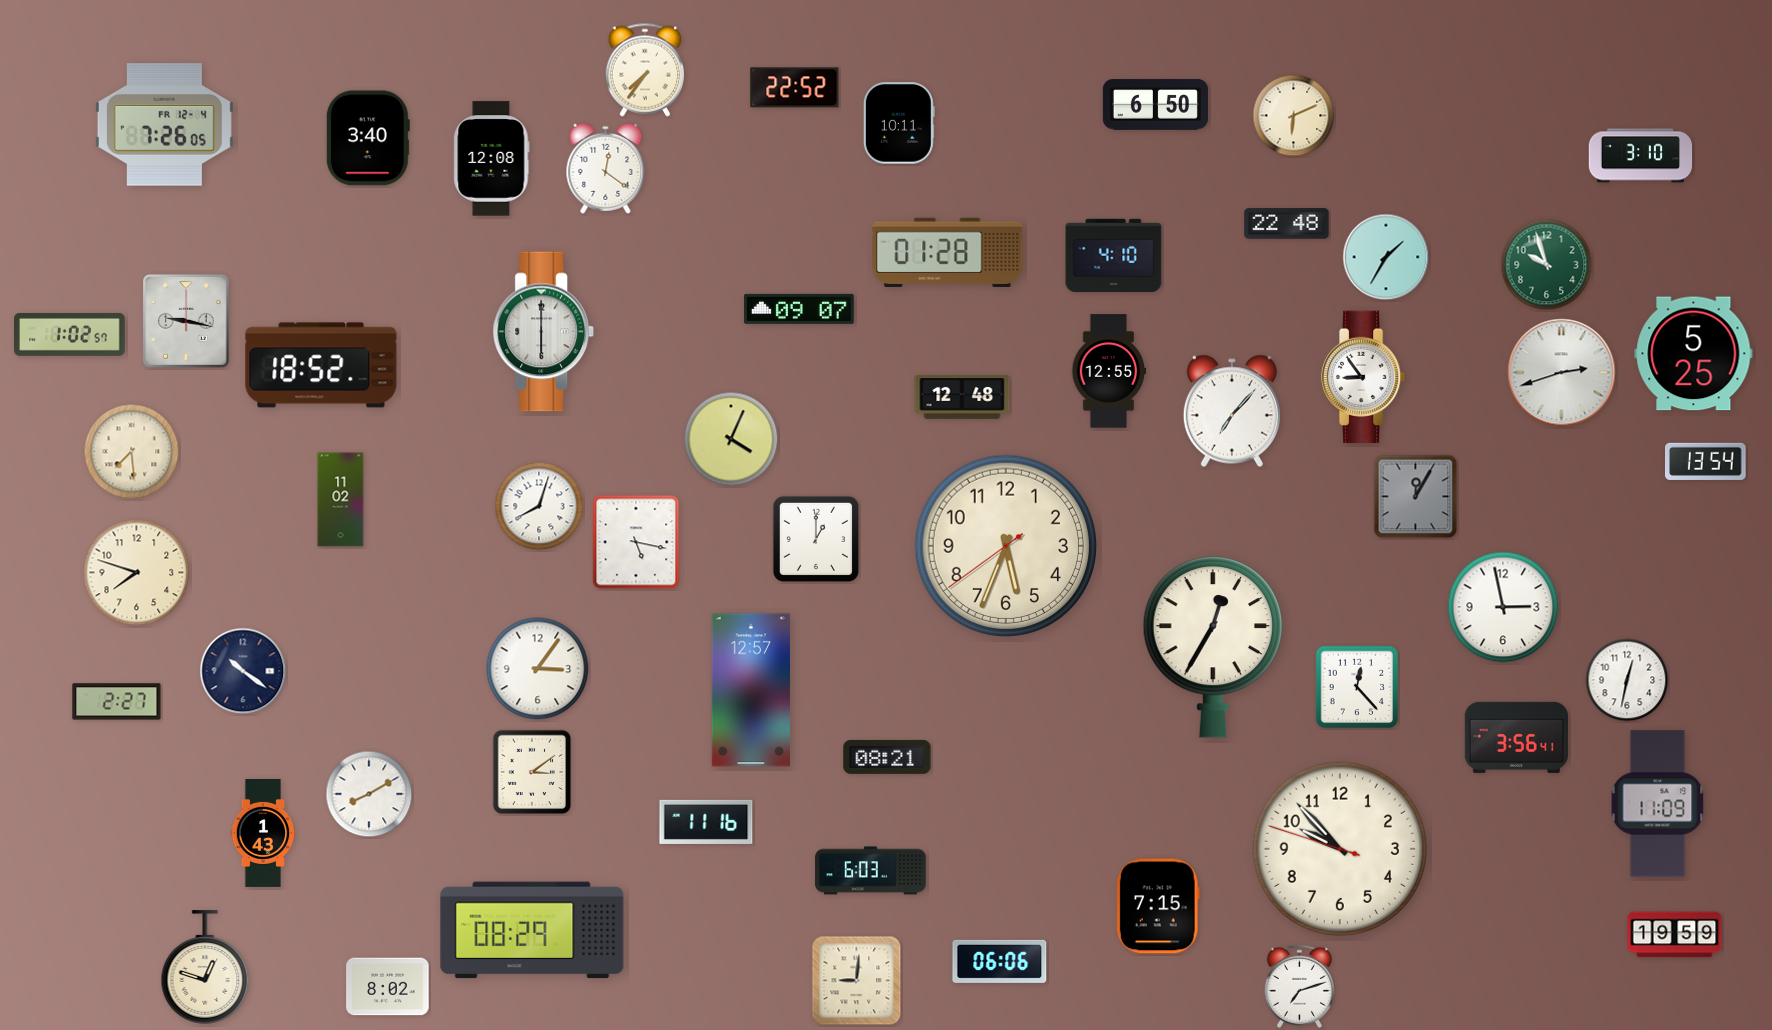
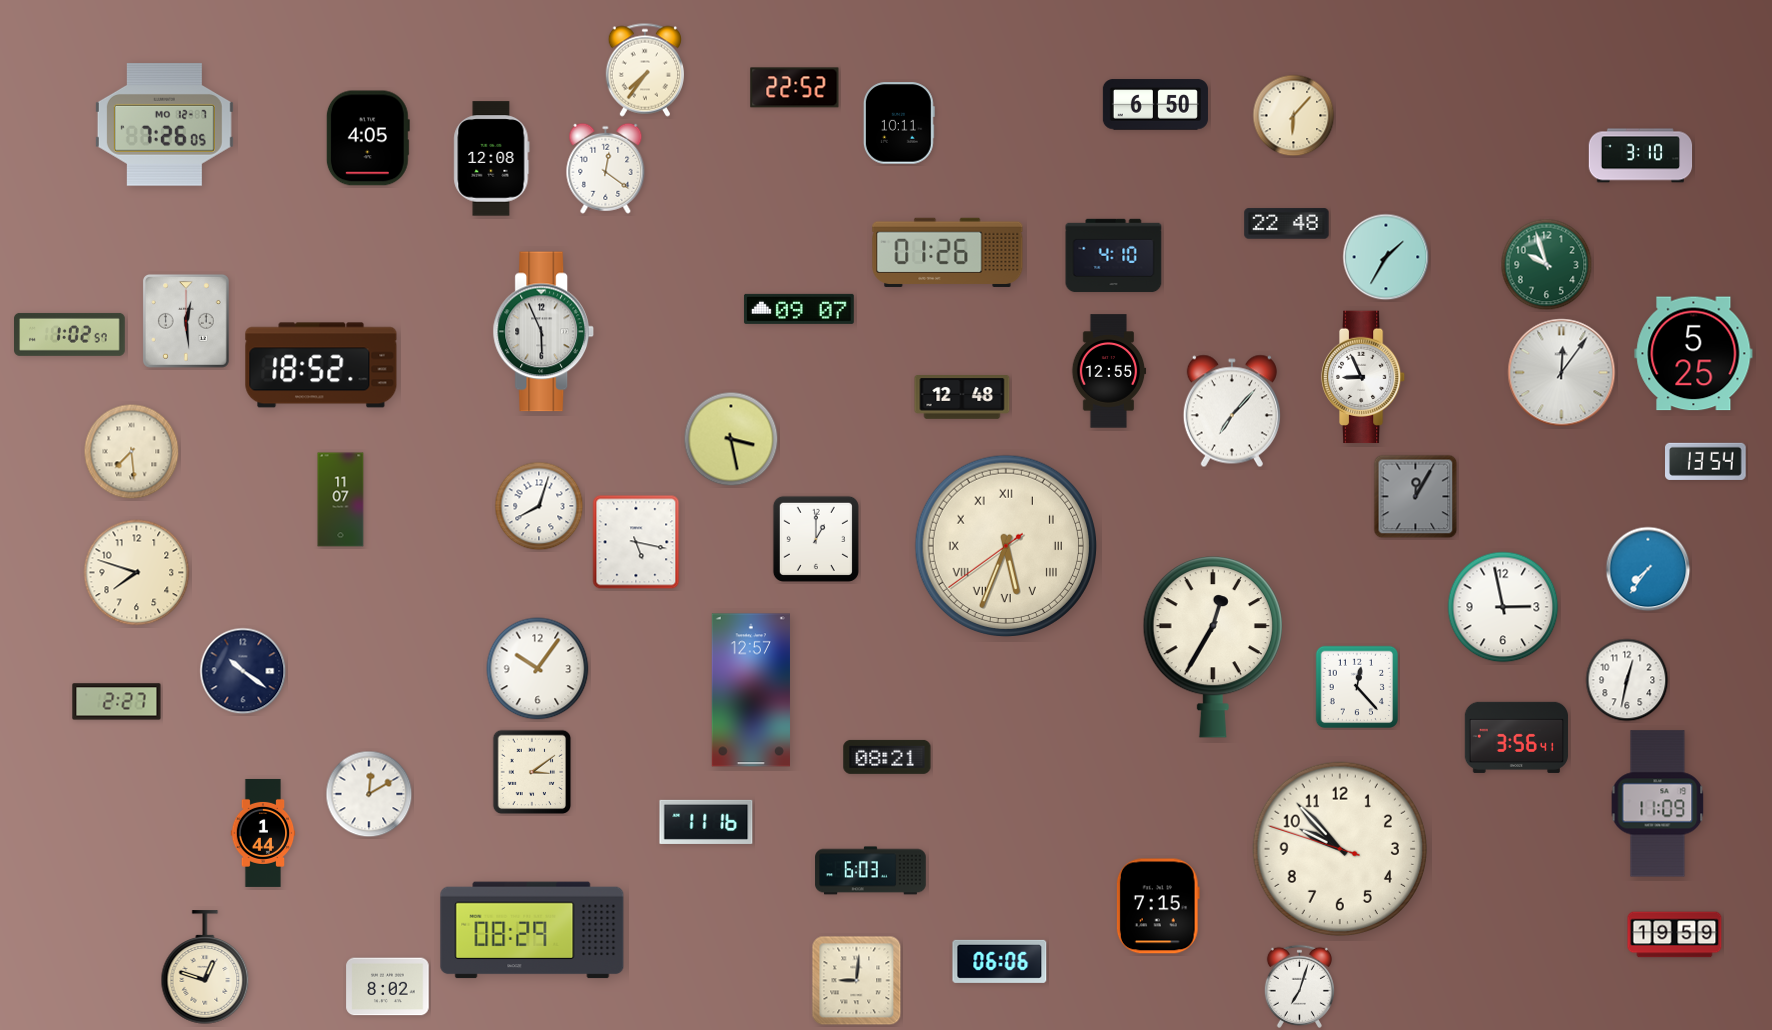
clock at (1294, 116): 6:11 -> 6:07
clock at (164, 125) date: FR 12-4 -> MO 12-7
clock at (368, 138): 3:40 -> 4:05
clock at (948, 252): 01:28 -> 01:26
clock at (186, 321): 9:17 -> 12:29
clock at (543, 332): 6:00 -> 5:56
clock at (1562, 373): 2:42 -> 12:06
clock at (1363, 377): 8:54 -> 8:56
clock at (731, 439): 4:04 -> 3:28
clock at (341, 500): 11:02 -> 11:07
clock at (1005, 545) numerals: Arabic -> Roman
clock at (1648, 569): none -> 7:36
clock at (538, 669): 3:06 -> 10:06
clock at (369, 794): 8:10 -> 12:10
clock at (263, 833): 1:43 -> 1:44
clock at (1299, 986): 7:12 -> 7:03
